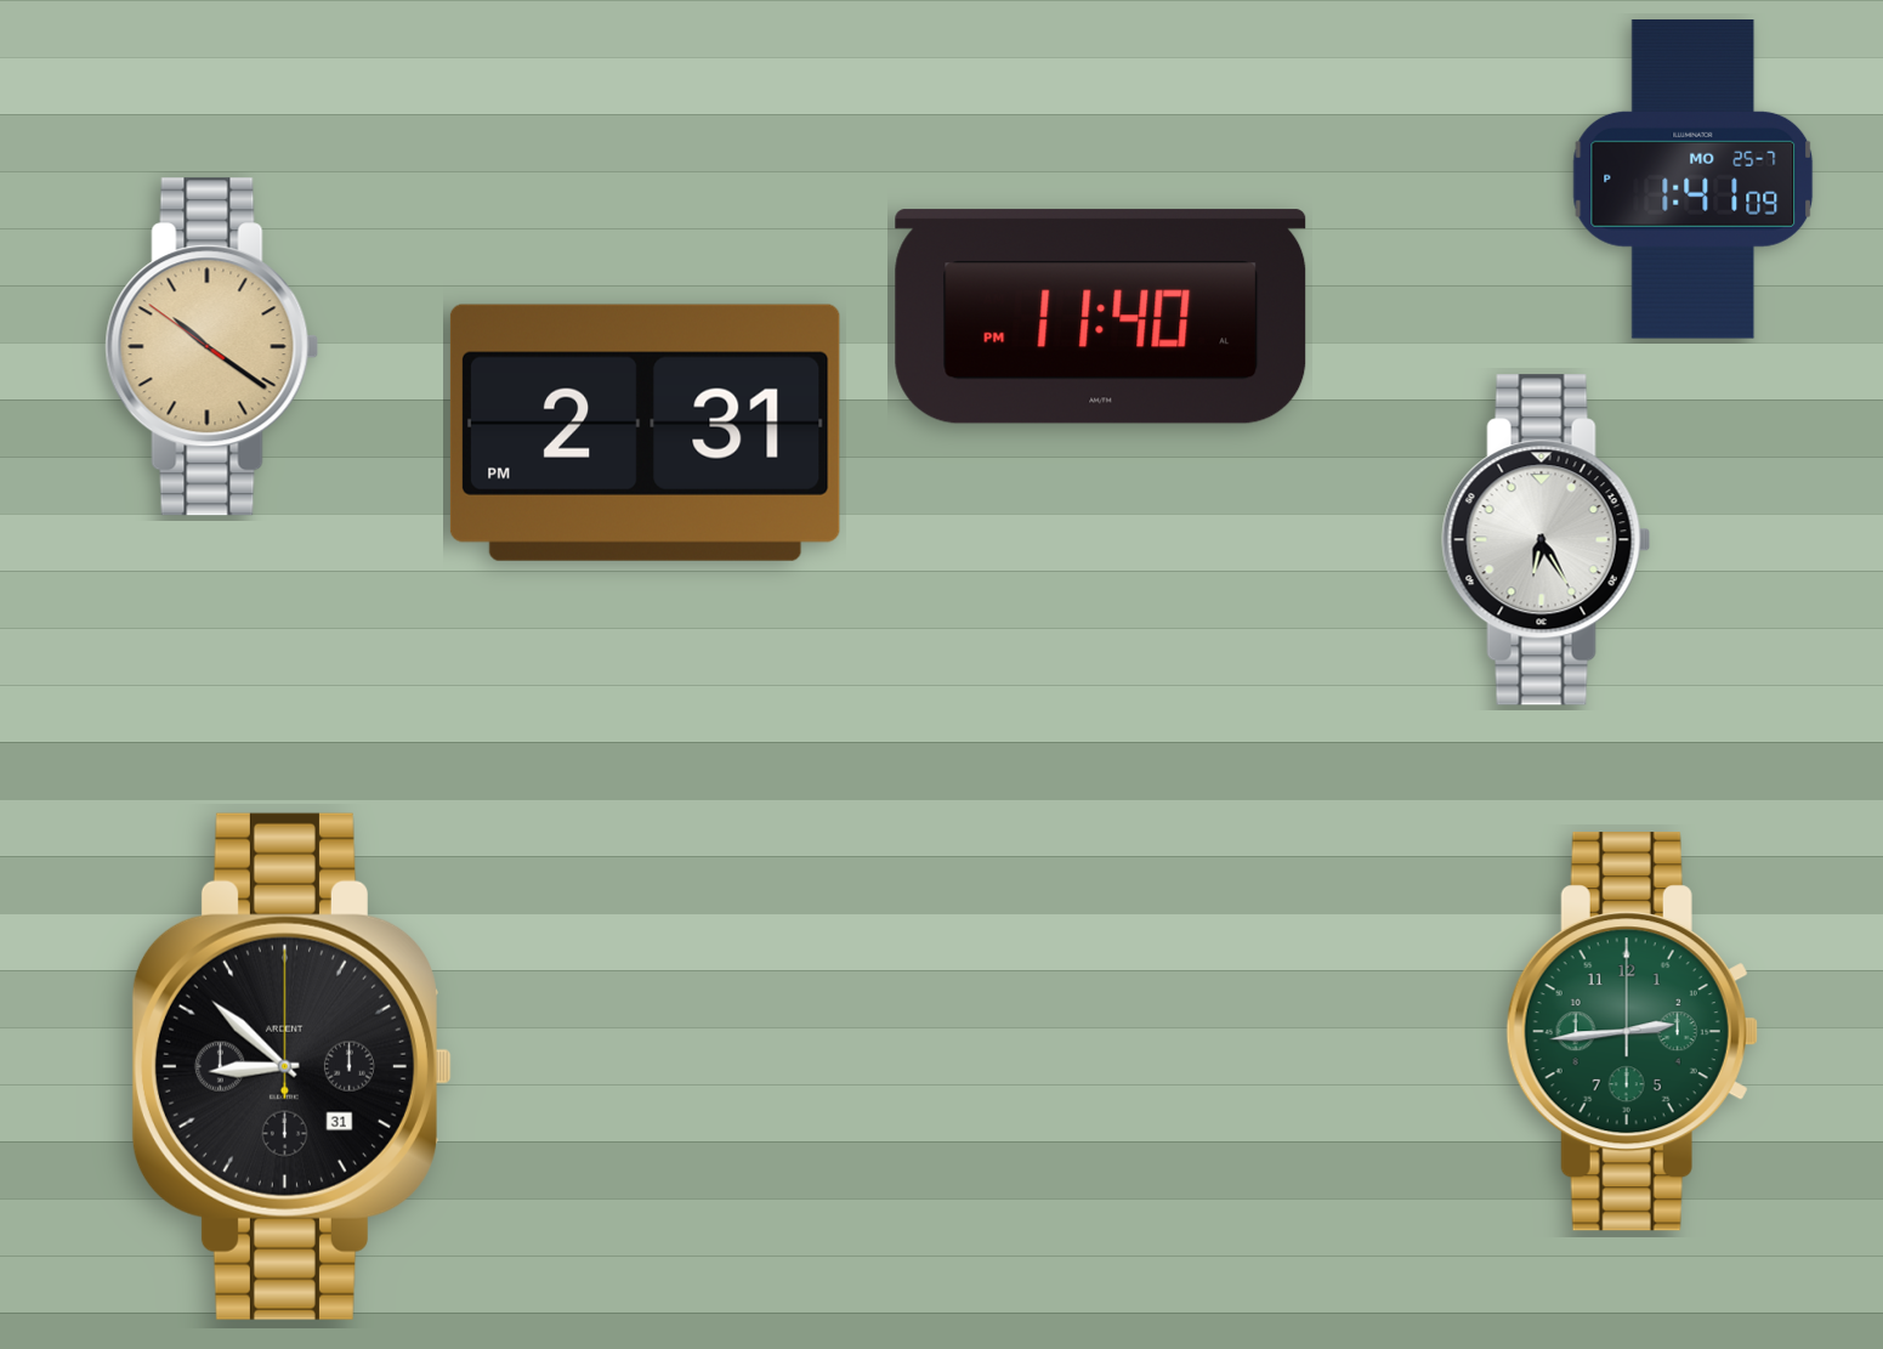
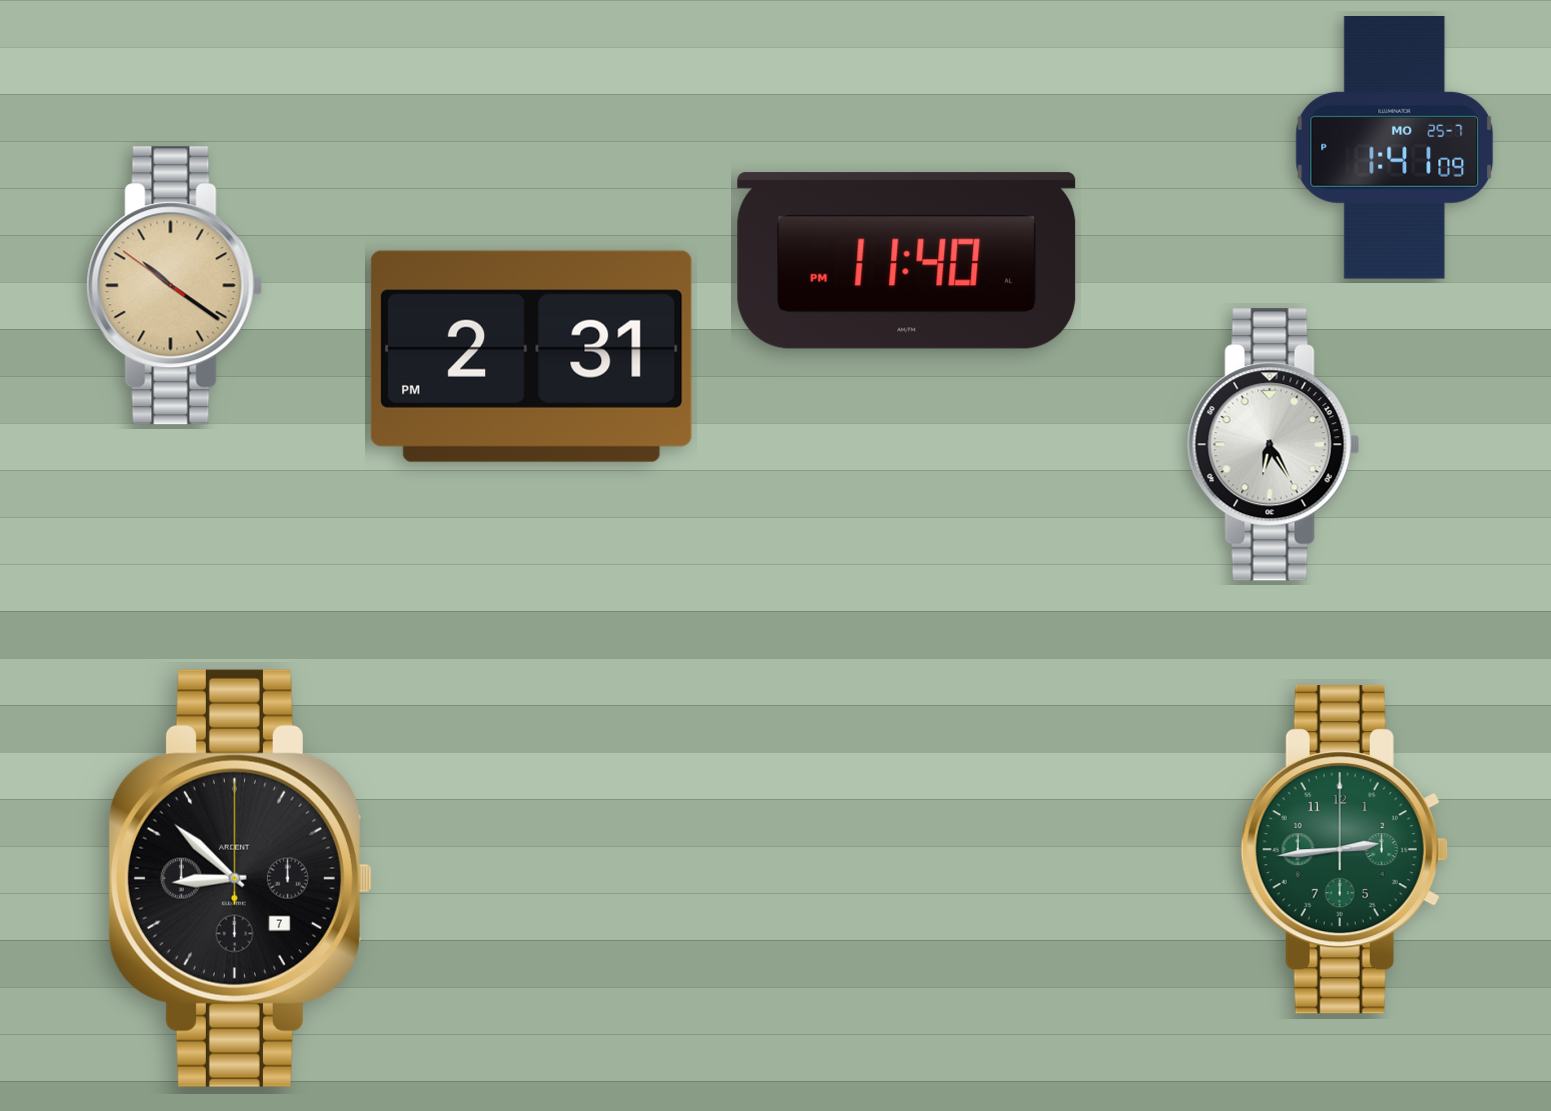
clock at (291, 1066) date: 31 -> 7
